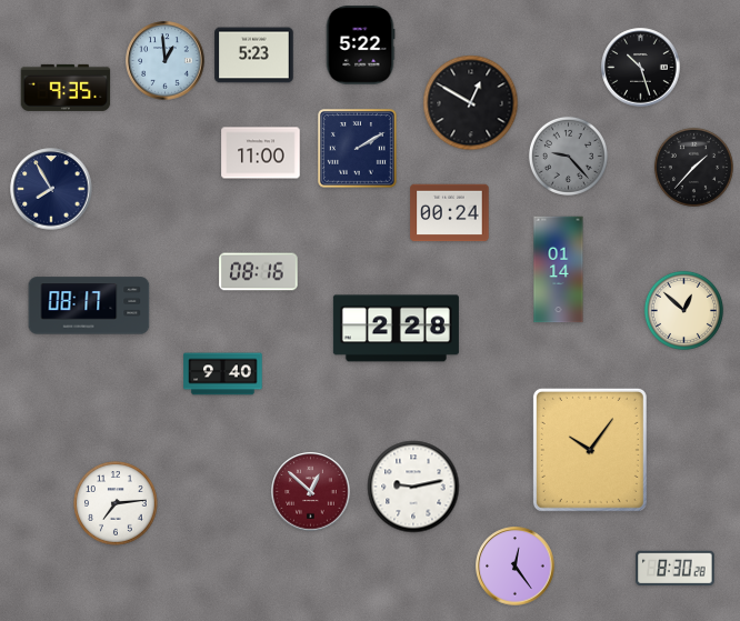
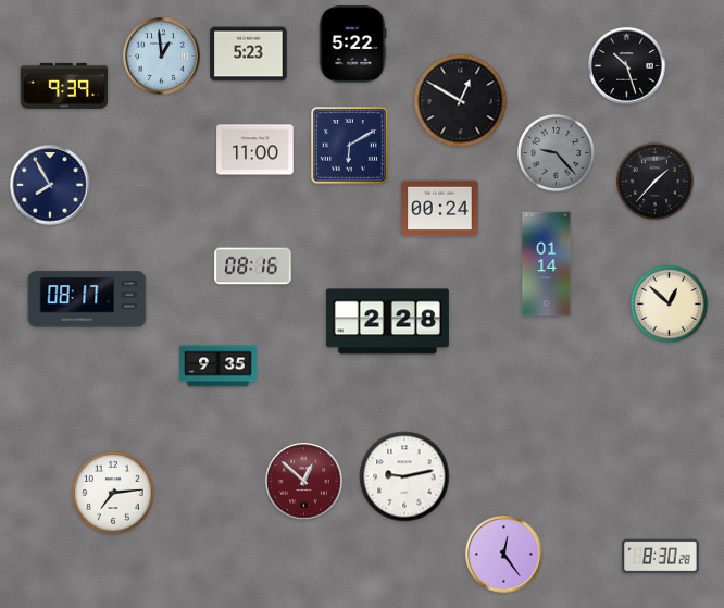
clock at (166, 61) position: (166, 61) -> (162, 57)
clock at (66, 88): 9:35 -> 9:39
clock at (358, 149): 2:10 -> 6:10
clock at (693, 167) position: (693, 167) -> (654, 181)
clock at (223, 374): 9:40 -> 9:35
clock at (590, 450): 10:06 -> none
